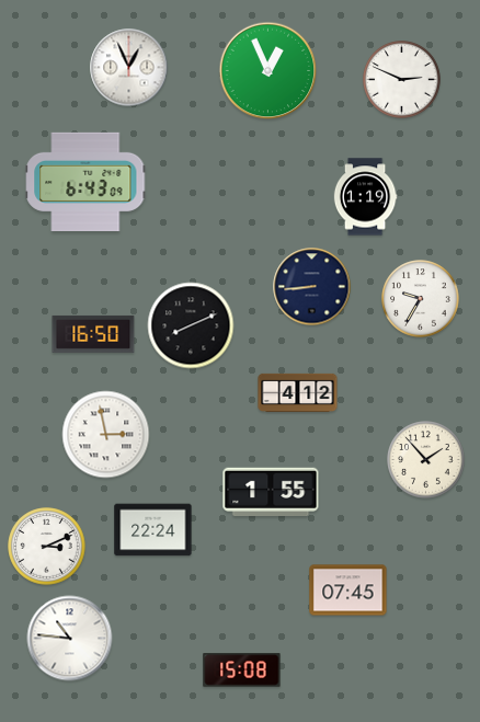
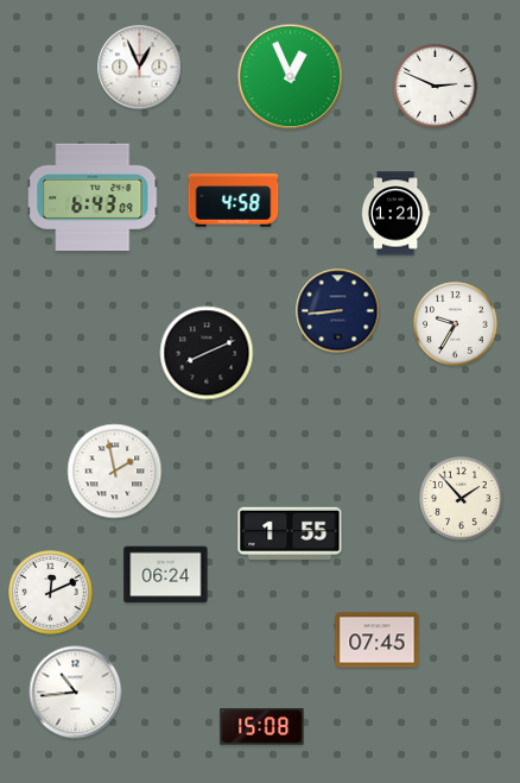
clock at (129, 68) position: (129, 68) -> (140, 68)
clock at (234, 201): none -> 4:58
clock at (365, 197): 1:19 -> 1:21
clock at (93, 334): 16:50 -> none
clock at (298, 392): 4:12 -> none
clock at (106, 435): 2:58 -> 1:58
clock at (271, 491) position: (271, 491) -> (290, 532)
clock at (153, 530): 22:24 -> 06:24
clock at (47, 547): 3:11 -> 12:11
clock at (70, 639): 10:46 -> 10:44
